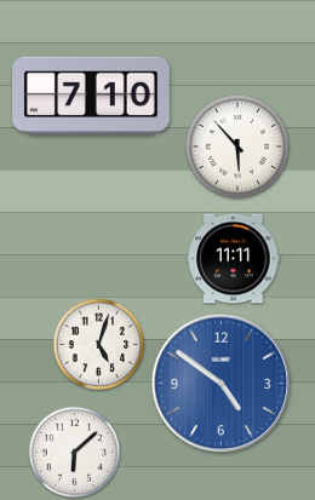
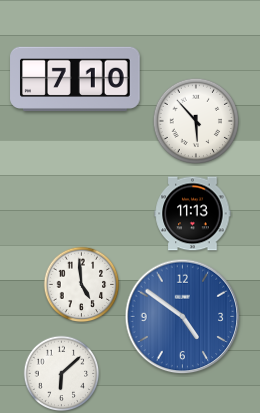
clock at (234, 259): 11:11 -> 11:13
clock at (99, 345): 5:03 -> 4:59
